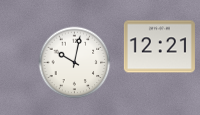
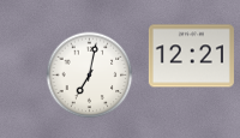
clock at (75, 63): 10:02 -> 7:02
